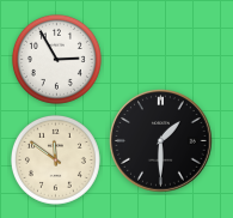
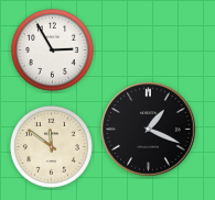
clock at (56, 59) position: (56, 59) -> (52, 49)
clock at (161, 141): 1:30 -> 1:19
